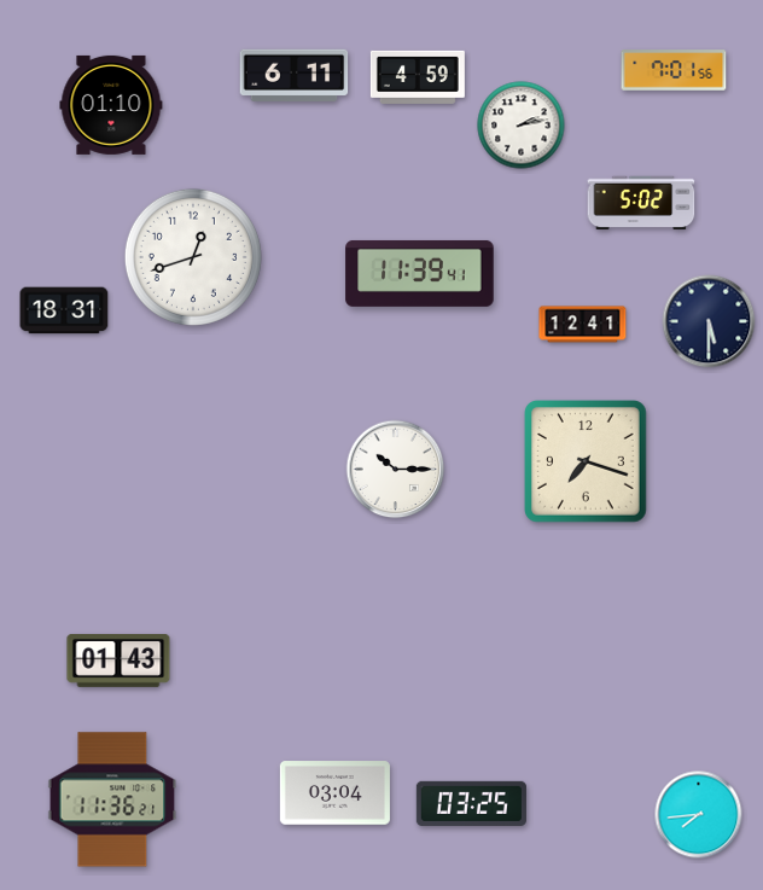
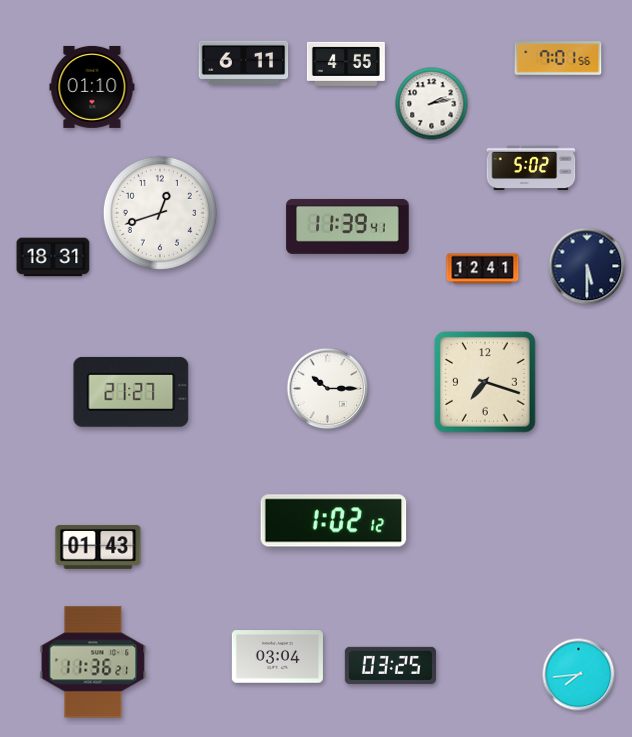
clock at (418, 77): 4:59 -> 4:55
clock at (131, 392): none -> 21:27
clock at (334, 521): none -> 1:02
